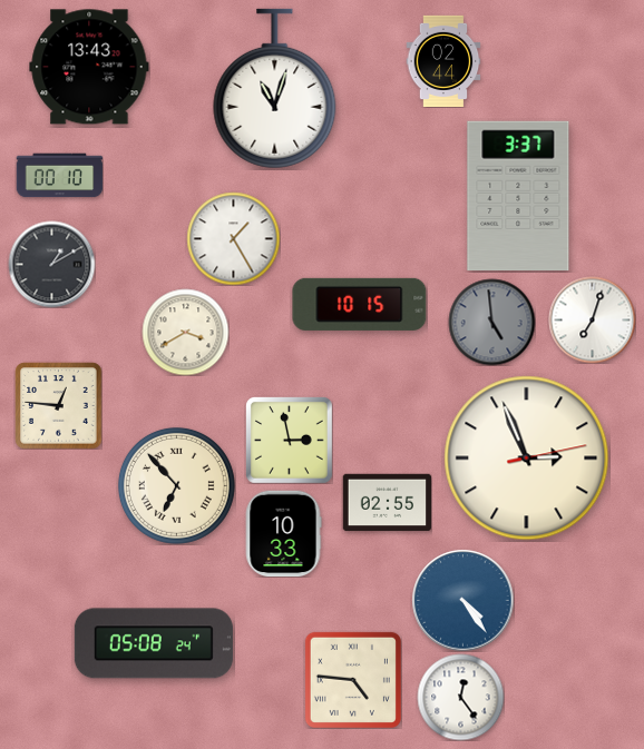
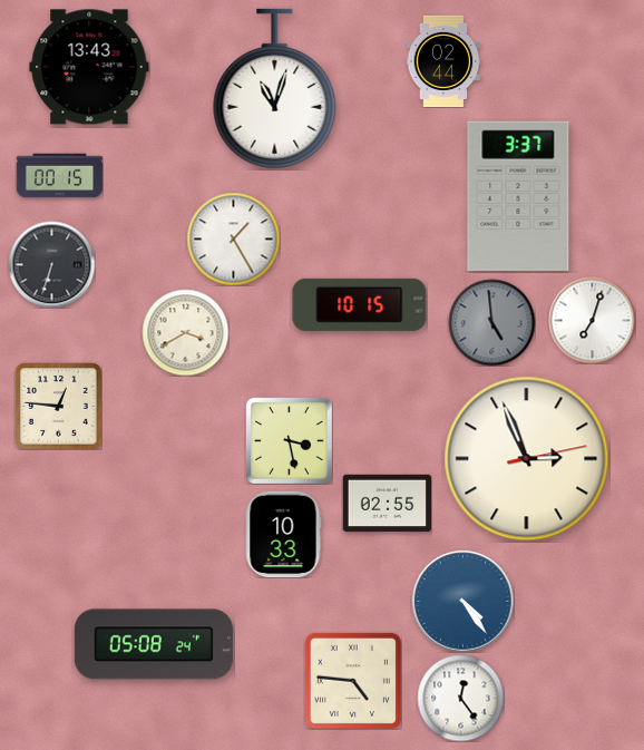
clock at (59, 176): 00:10 -> 00:15
clock at (51, 264): 1:10 -> 6:33
clock at (290, 441): 2:58 -> 3:28
clock at (176, 485): 6:53 -> none
